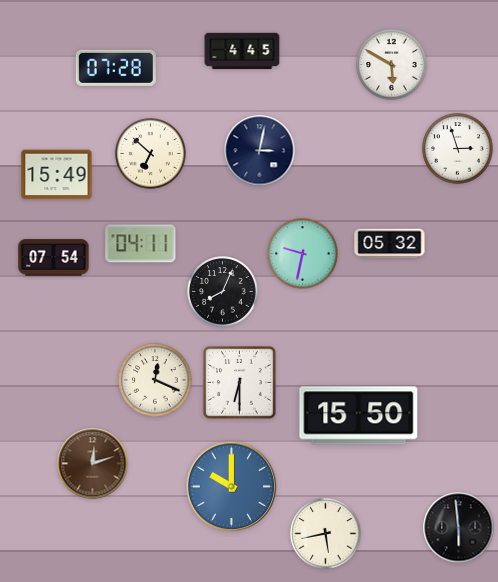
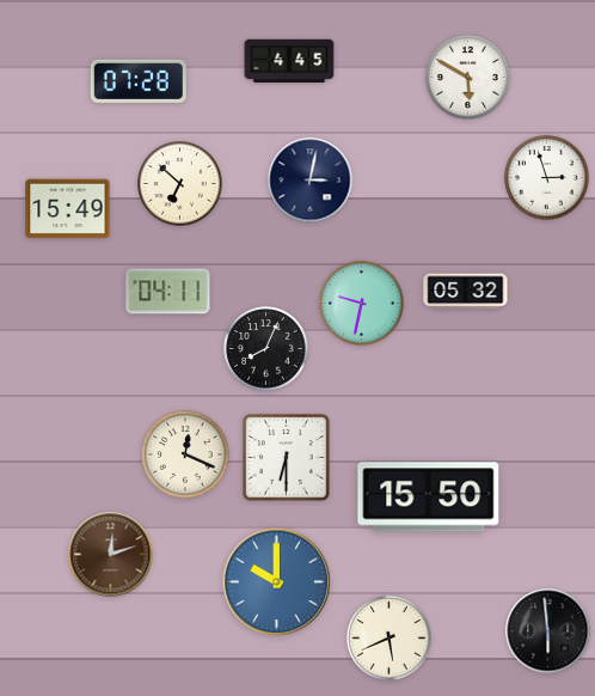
clock at (54, 258): 07:54 -> none
clock at (326, 534): 5:43 -> 5:41
